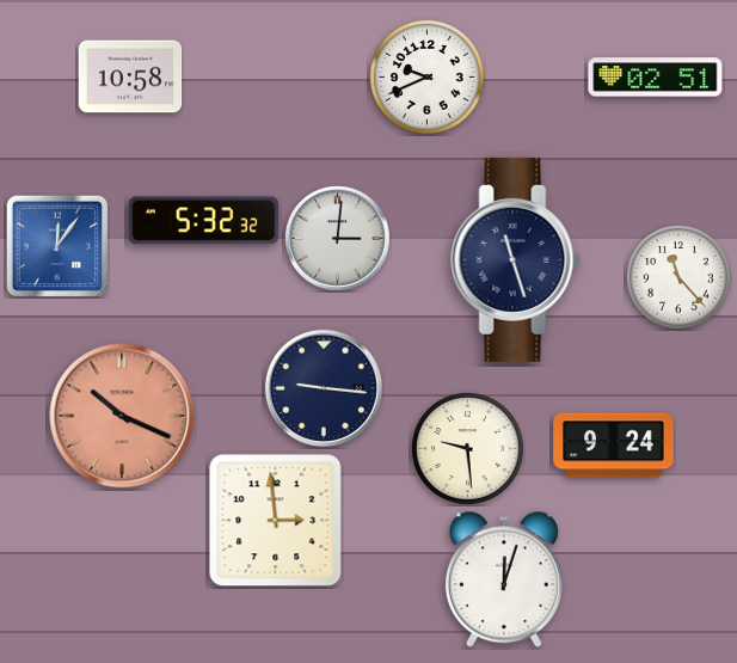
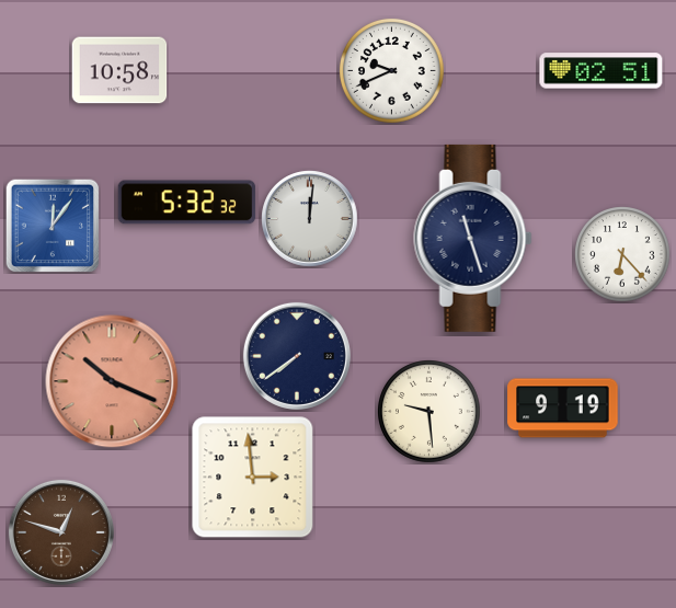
clock at (338, 239): 3:01 -> 12:01
clock at (678, 277): 11:23 -> 6:23
clock at (324, 388): 9:16 -> 7:39
clock at (614, 446): 9:24 -> 9:19
clock at (504, 579): 12:03 -> none
clock at (61, 532): none -> 12:48
